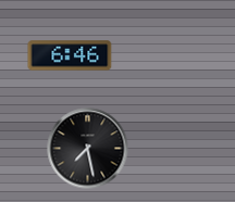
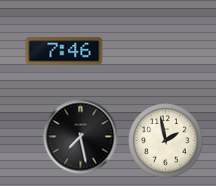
clock at (70, 55): 6:46 -> 7:46
clock at (166, 141): none -> 1:58
